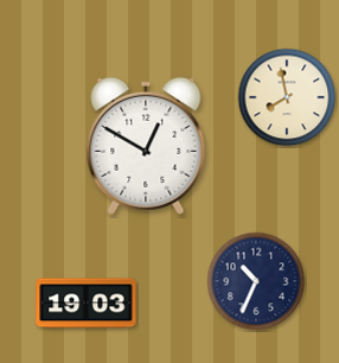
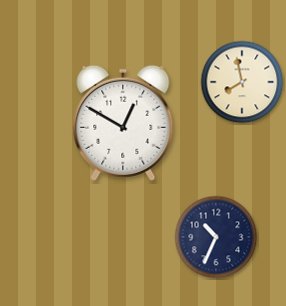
clock at (87, 304): 19:03 -> none
